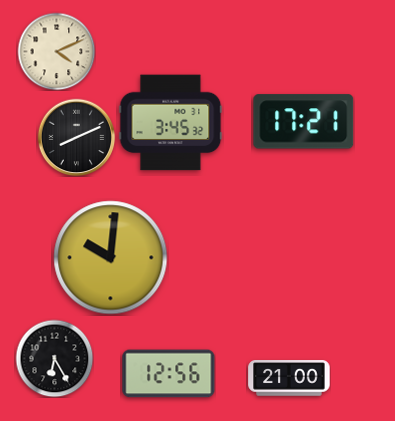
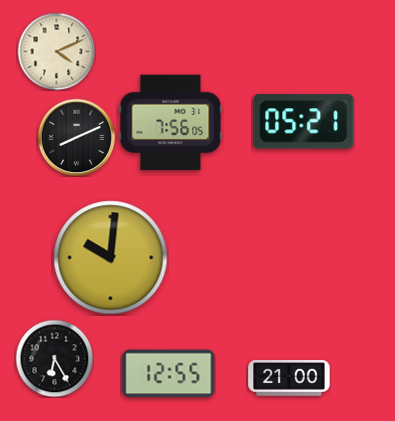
clock at (304, 122): 17:21 -> 05:21
clock at (171, 123): 3:45 -> 7:56
clock at (169, 374): 12:56 -> 12:55
